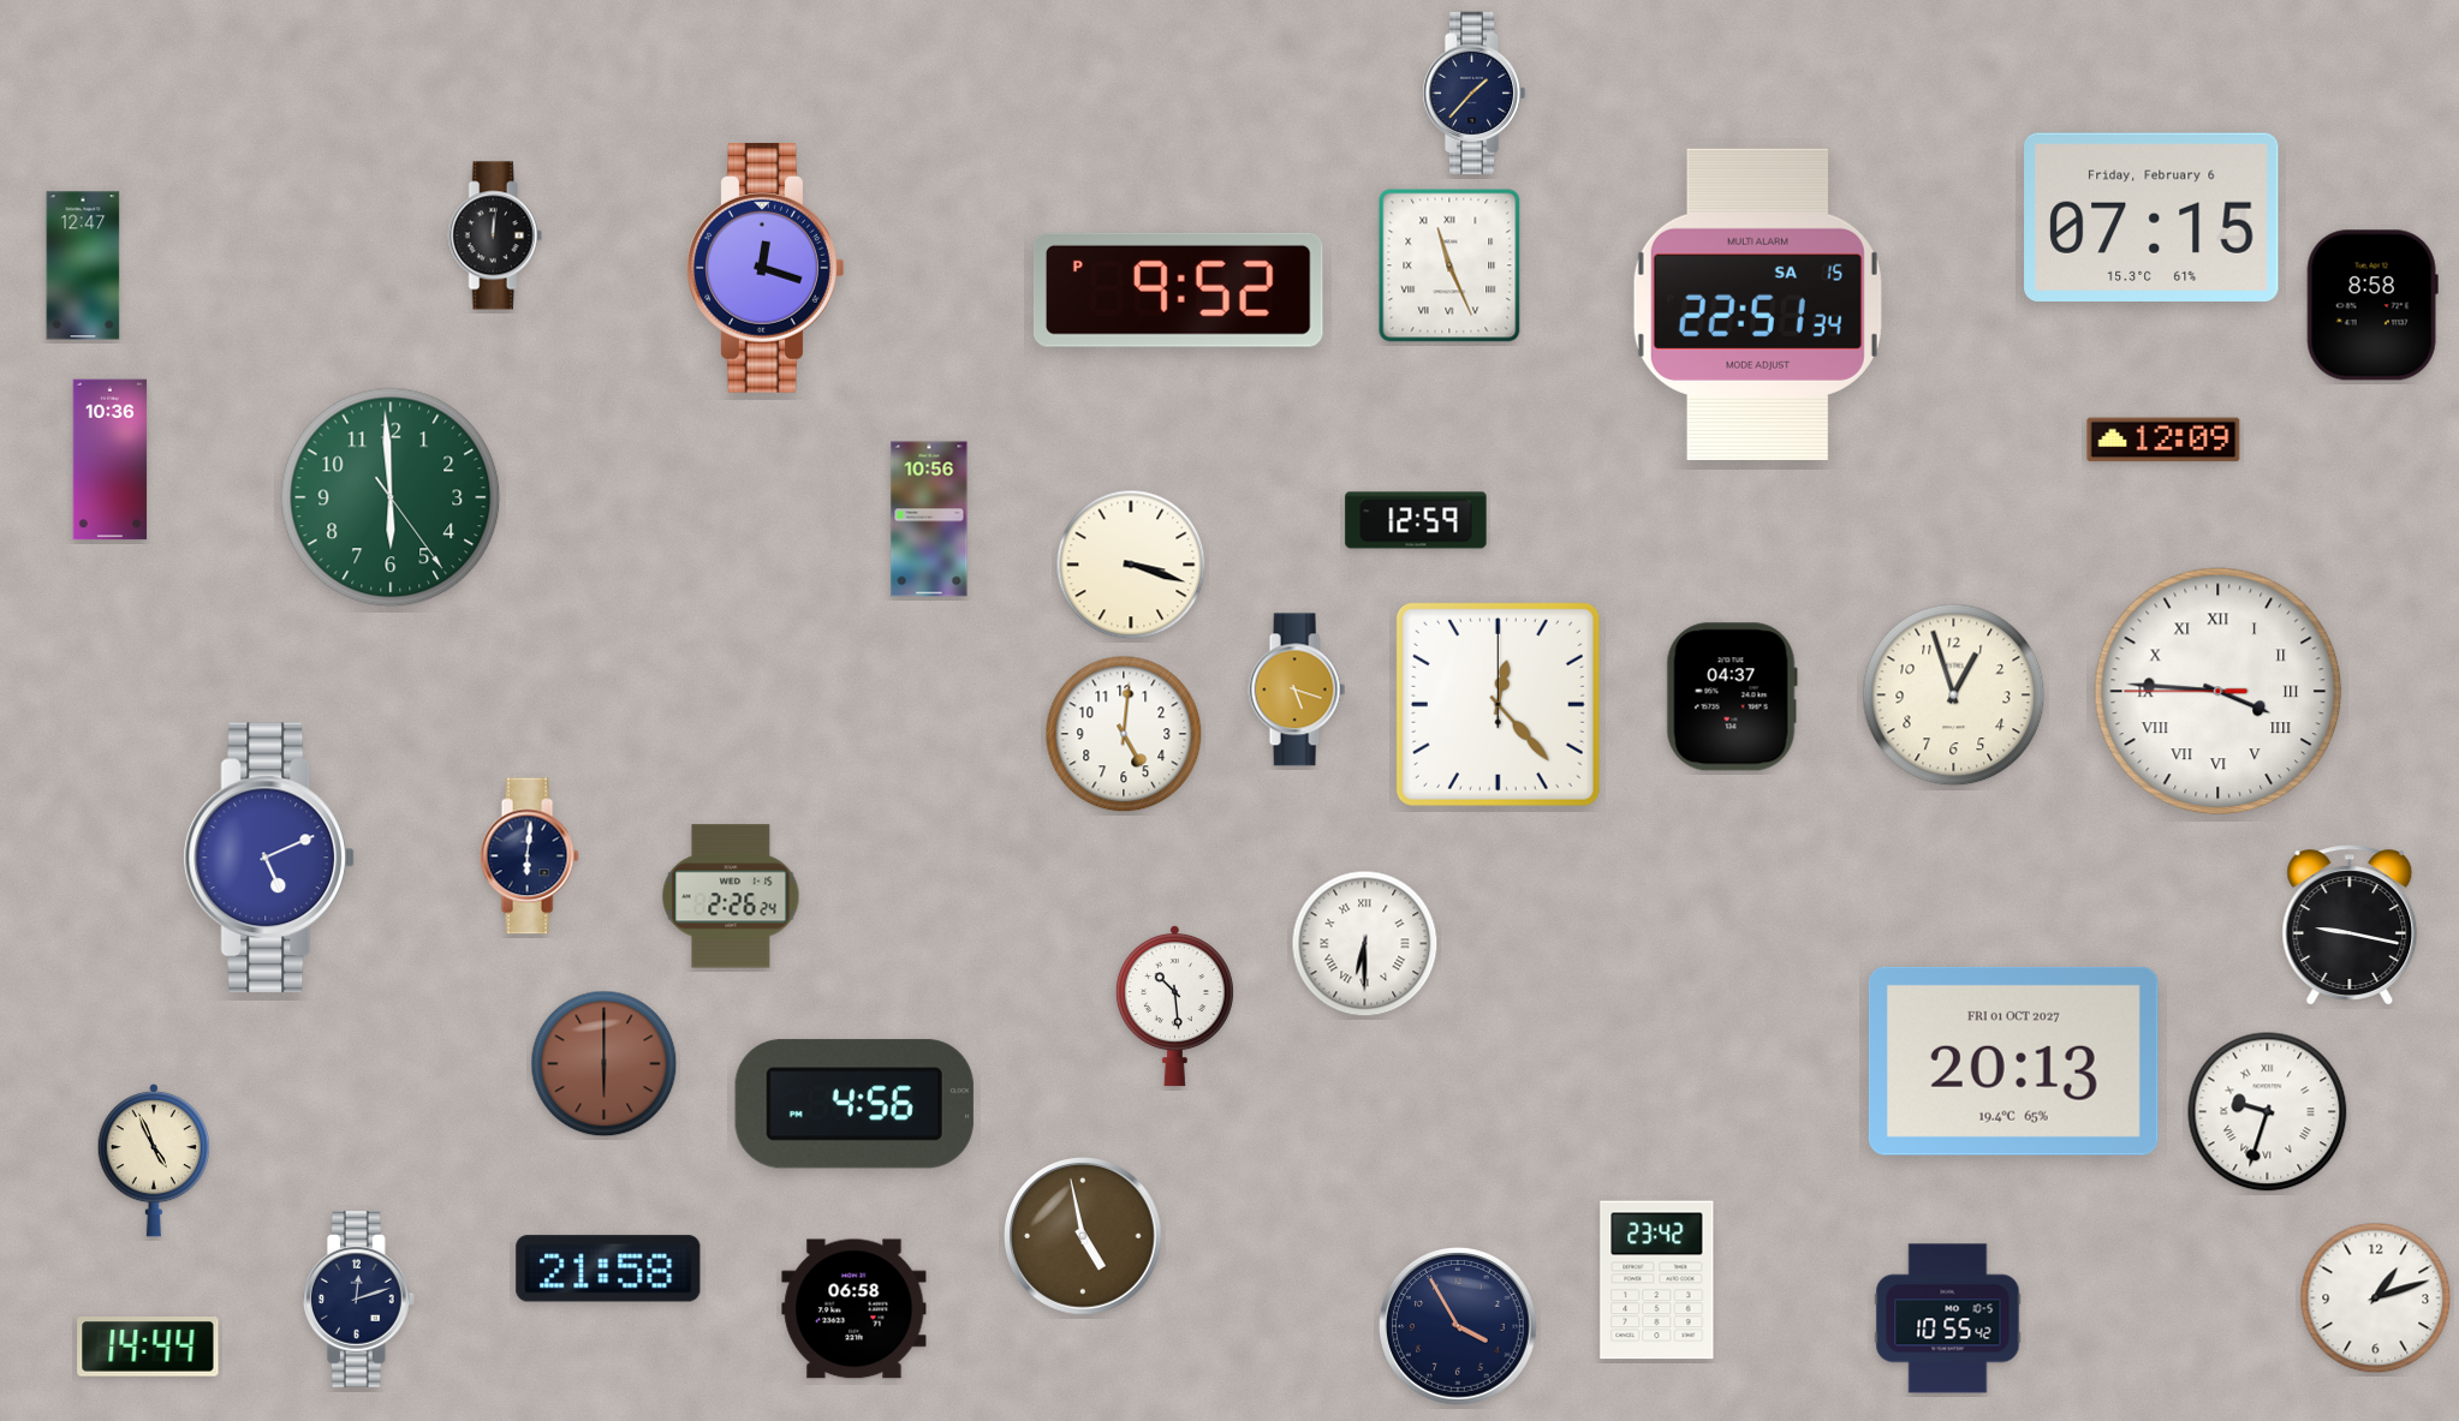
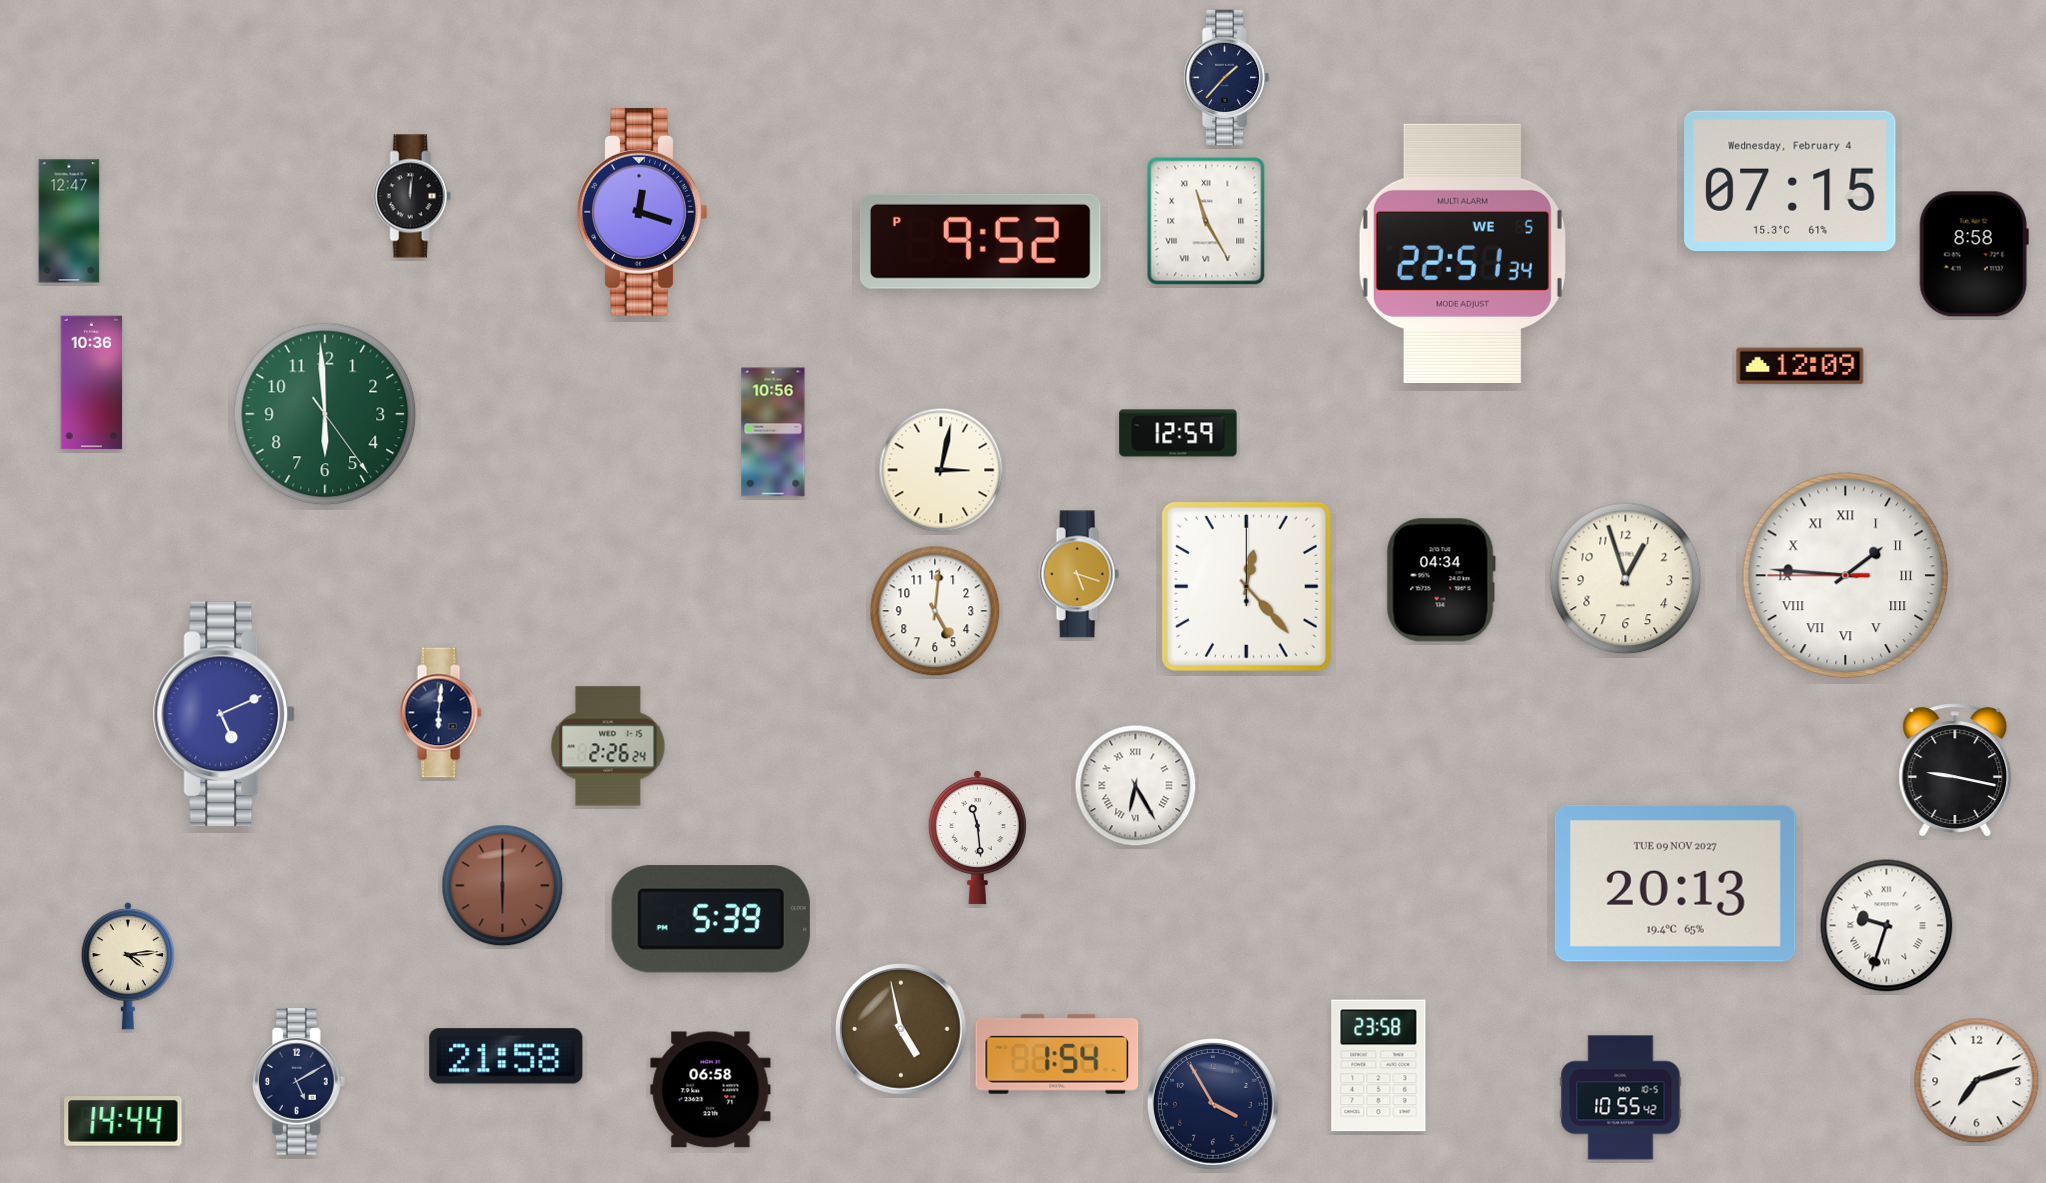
clock at (2151, 217) date: Friday, February 6 -> Wednesday, February 4
clock at (1449, 265): 11:26 -> 11:25
clock at (766, 268) position: (766, 268) -> (642, 212)
clock at (1757, 304) date: SA 15 -> WE 5
clock at (1131, 565): 3:18 -> 3:02
clock at (2219, 692): 3:45 -> 1:45
clock at (1732, 697): 04:37 -> 04:34
clock at (1365, 944): 6:30 -> 6:25
clock at (1174, 1007): 10:29 -> 11:29
clock at (2013, 1061) date: FRI 01 OCT 2027 -> TUE 09 NOV 2027
clock at (855, 1104): 4:56 -> 5:39
clock at (153, 1160): 4:56 -> 4:14
clock at (1057, 1054): none -> 1:54
clock at (1657, 1280): 23:42 -> 23:58
clock at (2376, 1298): 1:12 -> 7:12
clock at (358, 1300): 12:12 -> 5:10
